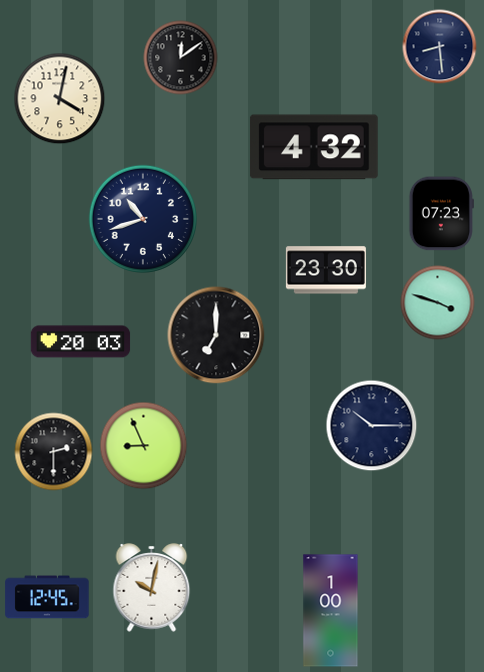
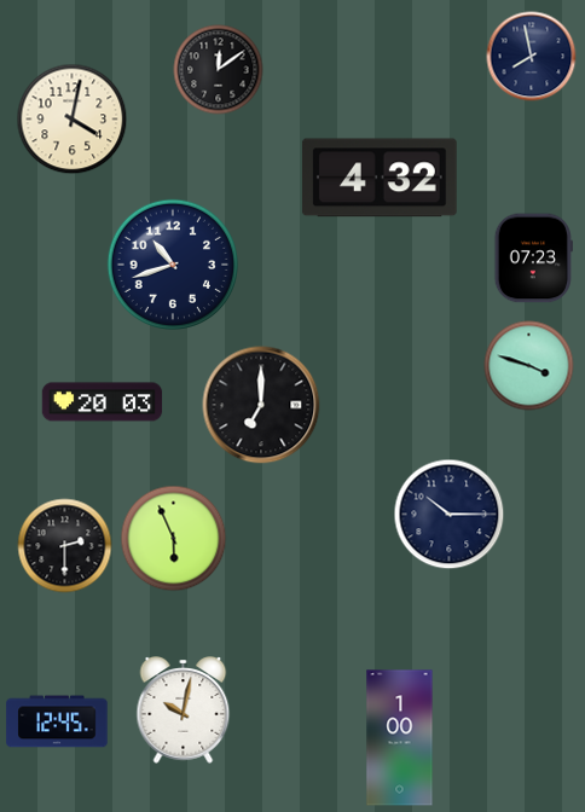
clock at (440, 47): 8:29 -> 7:58
clock at (326, 270): 23:30 -> none
clock at (81, 342) position: (81, 342) -> (103, 402)
clock at (144, 446): 8:56 -> 5:56
